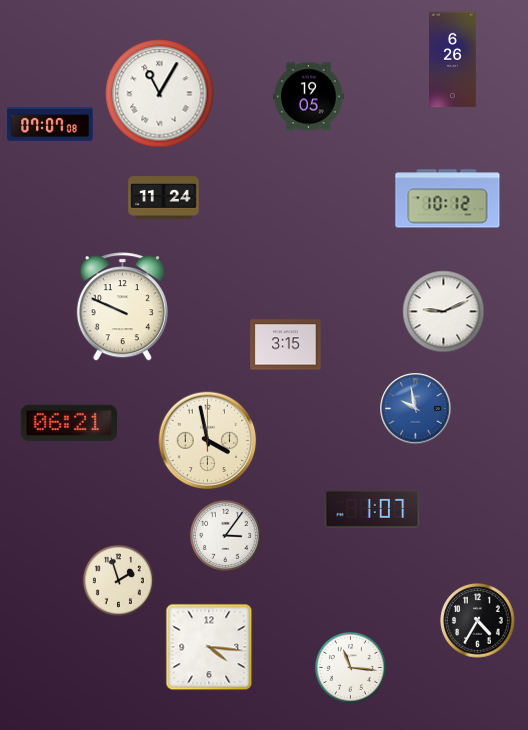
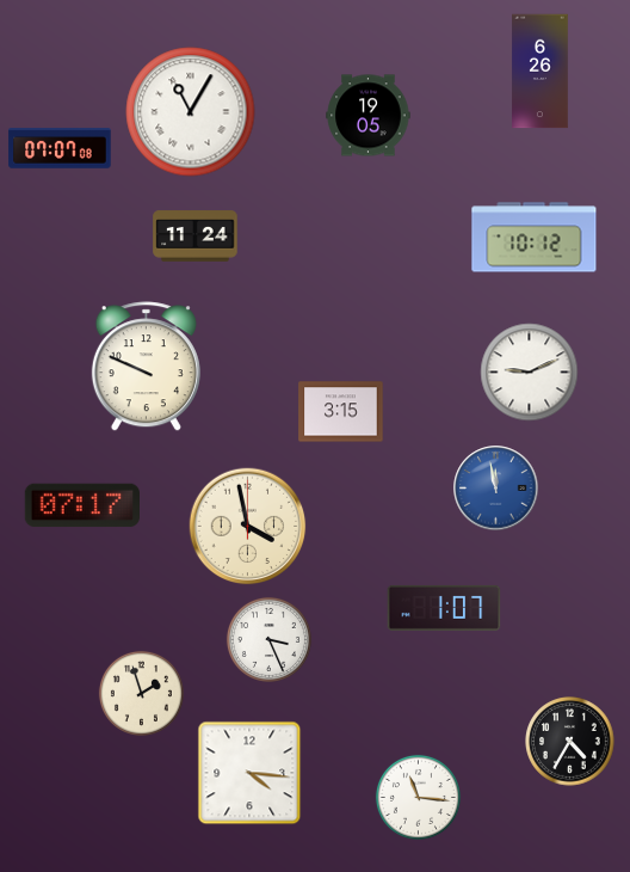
clock at (416, 409): 9:58 -> 11:58
clock at (68, 423): 06:21 -> 07:17
clock at (225, 535): 3:06 -> 3:26
